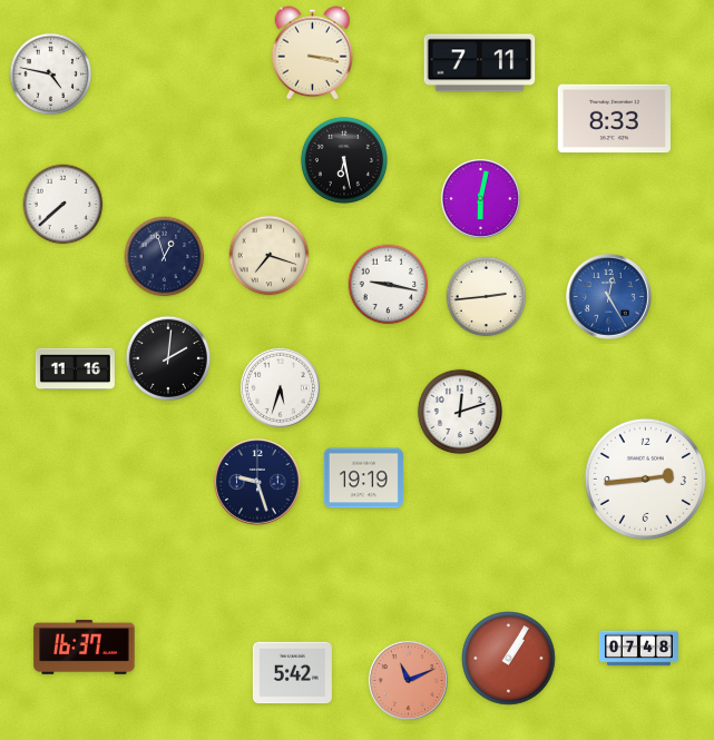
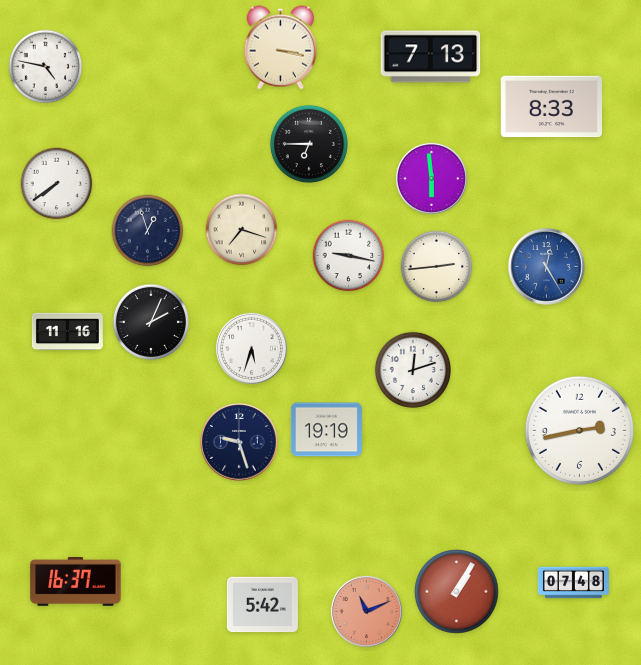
clock at (480, 63): 7:11 -> 7:13
clock at (344, 160): 6:28 -> 6:45
clock at (480, 198): 6:02 -> 5:59
clock at (63, 205): 7:38 -> 7:39
clock at (167, 357): 2:01 -> 2:04
clock at (645, 478): 2:44 -> 2:43
clock at (257, 482) position: (257, 482) -> (239, 442)
